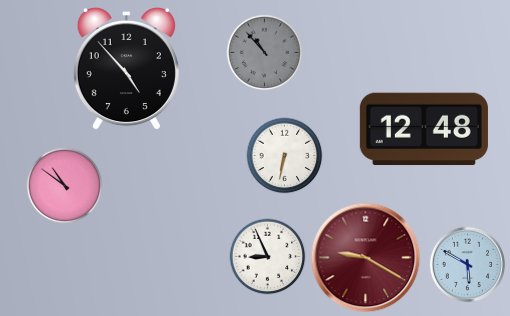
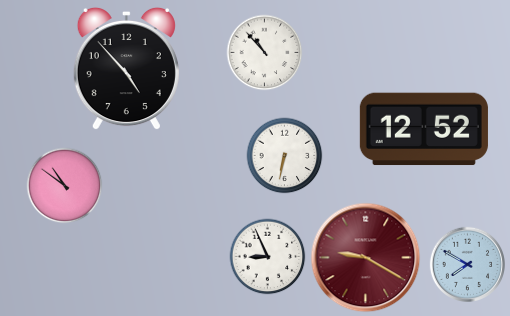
clock at (265, 53) dial: grey -> white
clock at (424, 129): 12:48 -> 12:52
clock at (467, 264): 5:50 -> 7:50
